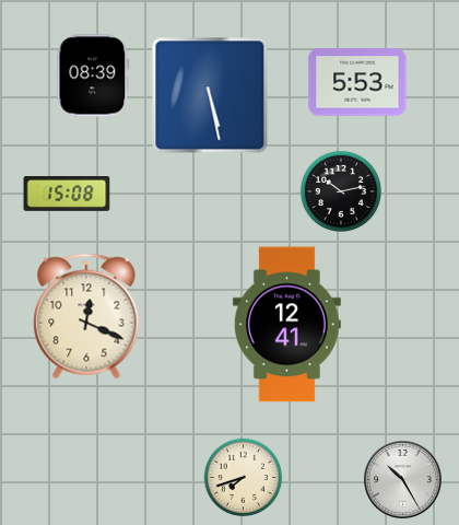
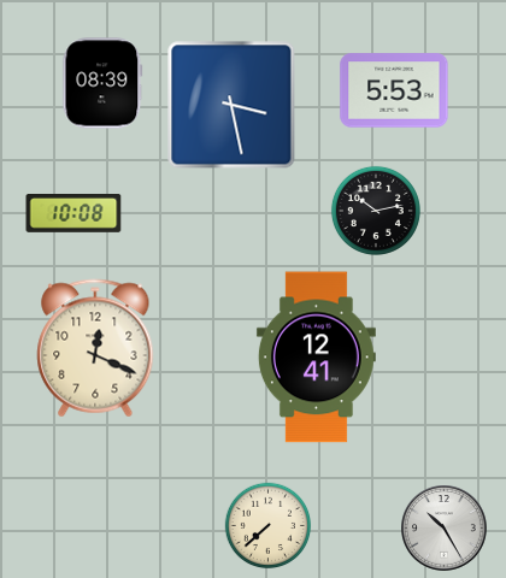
clock at (210, 95): 5:28 -> 3:28
clock at (67, 195): 15:08 -> 10:08
clock at (244, 478): 7:42 -> 7:38
